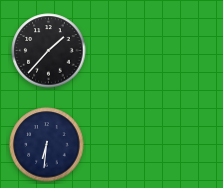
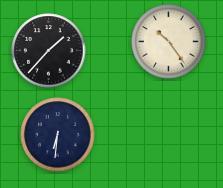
clock at (169, 42): none -> 10:24
clock at (47, 145) position: (47, 145) -> (58, 135)
